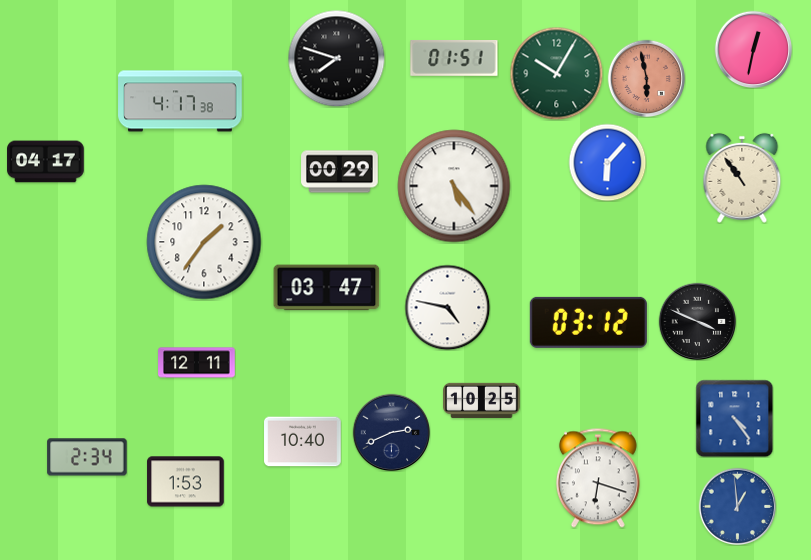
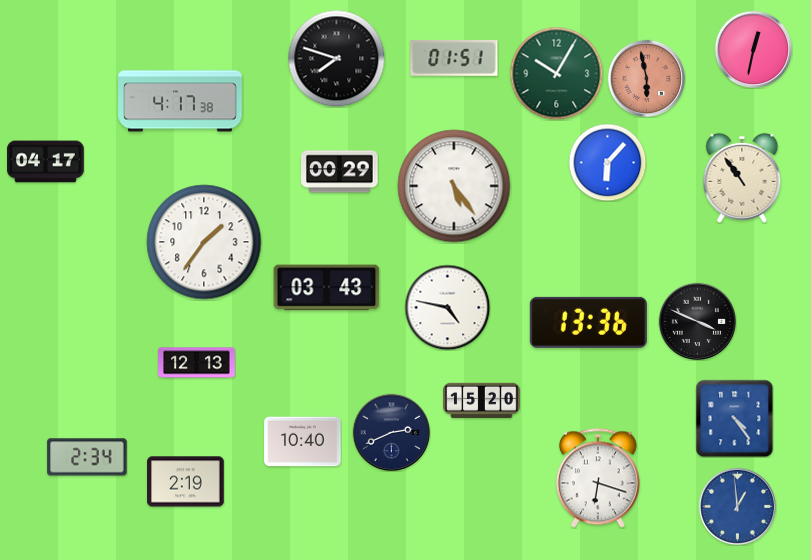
clock at (327, 288): 03:47 -> 03:43
clock at (588, 322): 03:12 -> 13:36
clock at (197, 363): 12:11 -> 12:13
clock at (482, 400): 10:25 -> 15:20
clock at (186, 482): 1:53 -> 2:19
